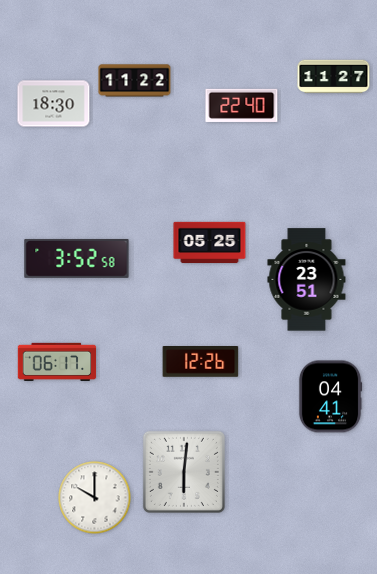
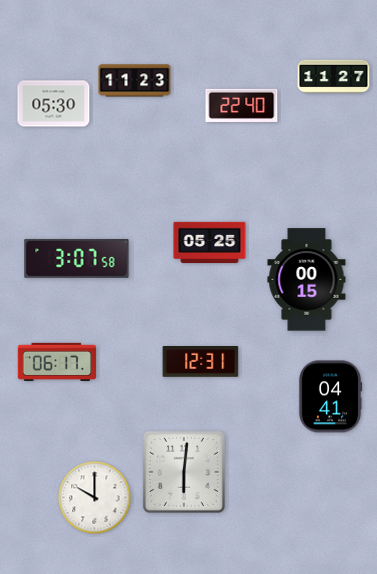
clock at (135, 81): 11:22 -> 11:23
clock at (54, 104): 18:30 -> 05:30
clock at (77, 258): 3:52 -> 3:07
clock at (307, 280): 23:51 -> 00:15
clock at (201, 362): 12:26 -> 12:31
